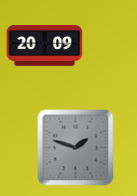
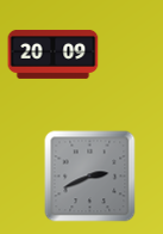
clock at (76, 148): 1:48 -> 2:41
